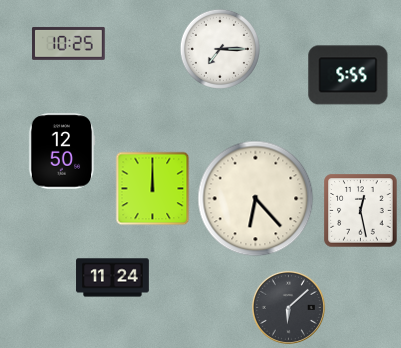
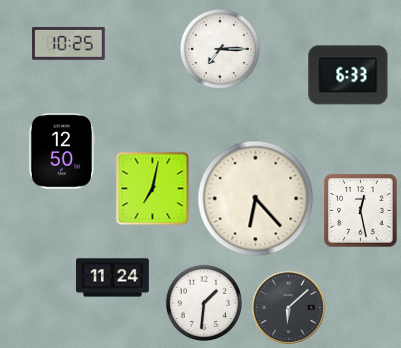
clock at (348, 75): 5:55 -> 6:33
clock at (153, 189): 12:00 -> 7:02
clock at (204, 303): none -> 1:31
